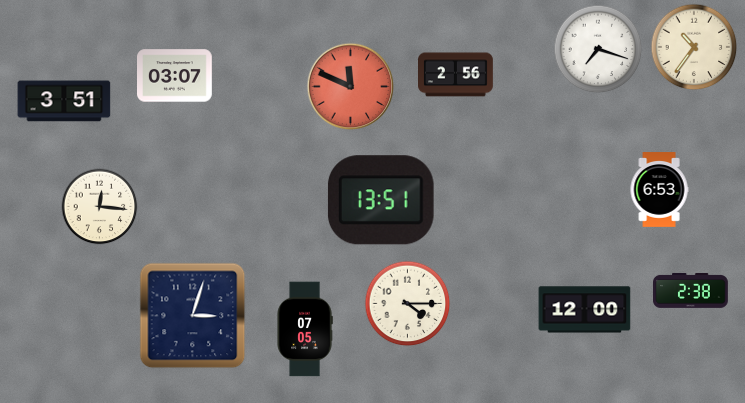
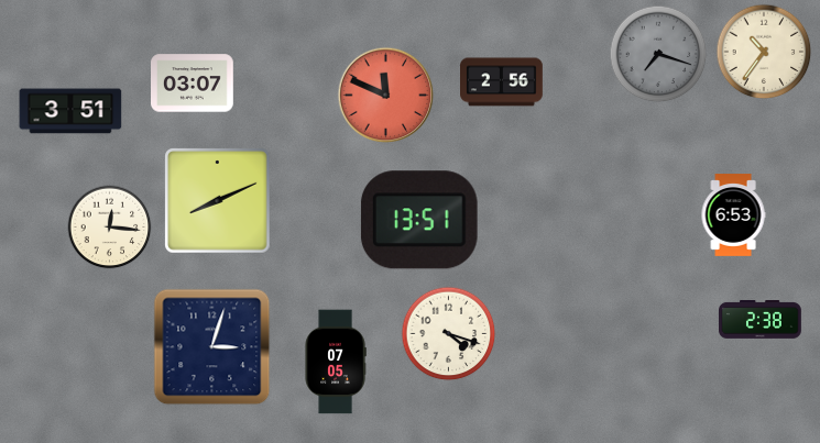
clock at (598, 49) dial: white -> grey
clock at (218, 201): none -> 8:11
clock at (659, 190) position: (659, 190) -> (733, 215)
clock at (408, 304): 4:15 -> 4:18
clock at (585, 310): 12:00 -> none
